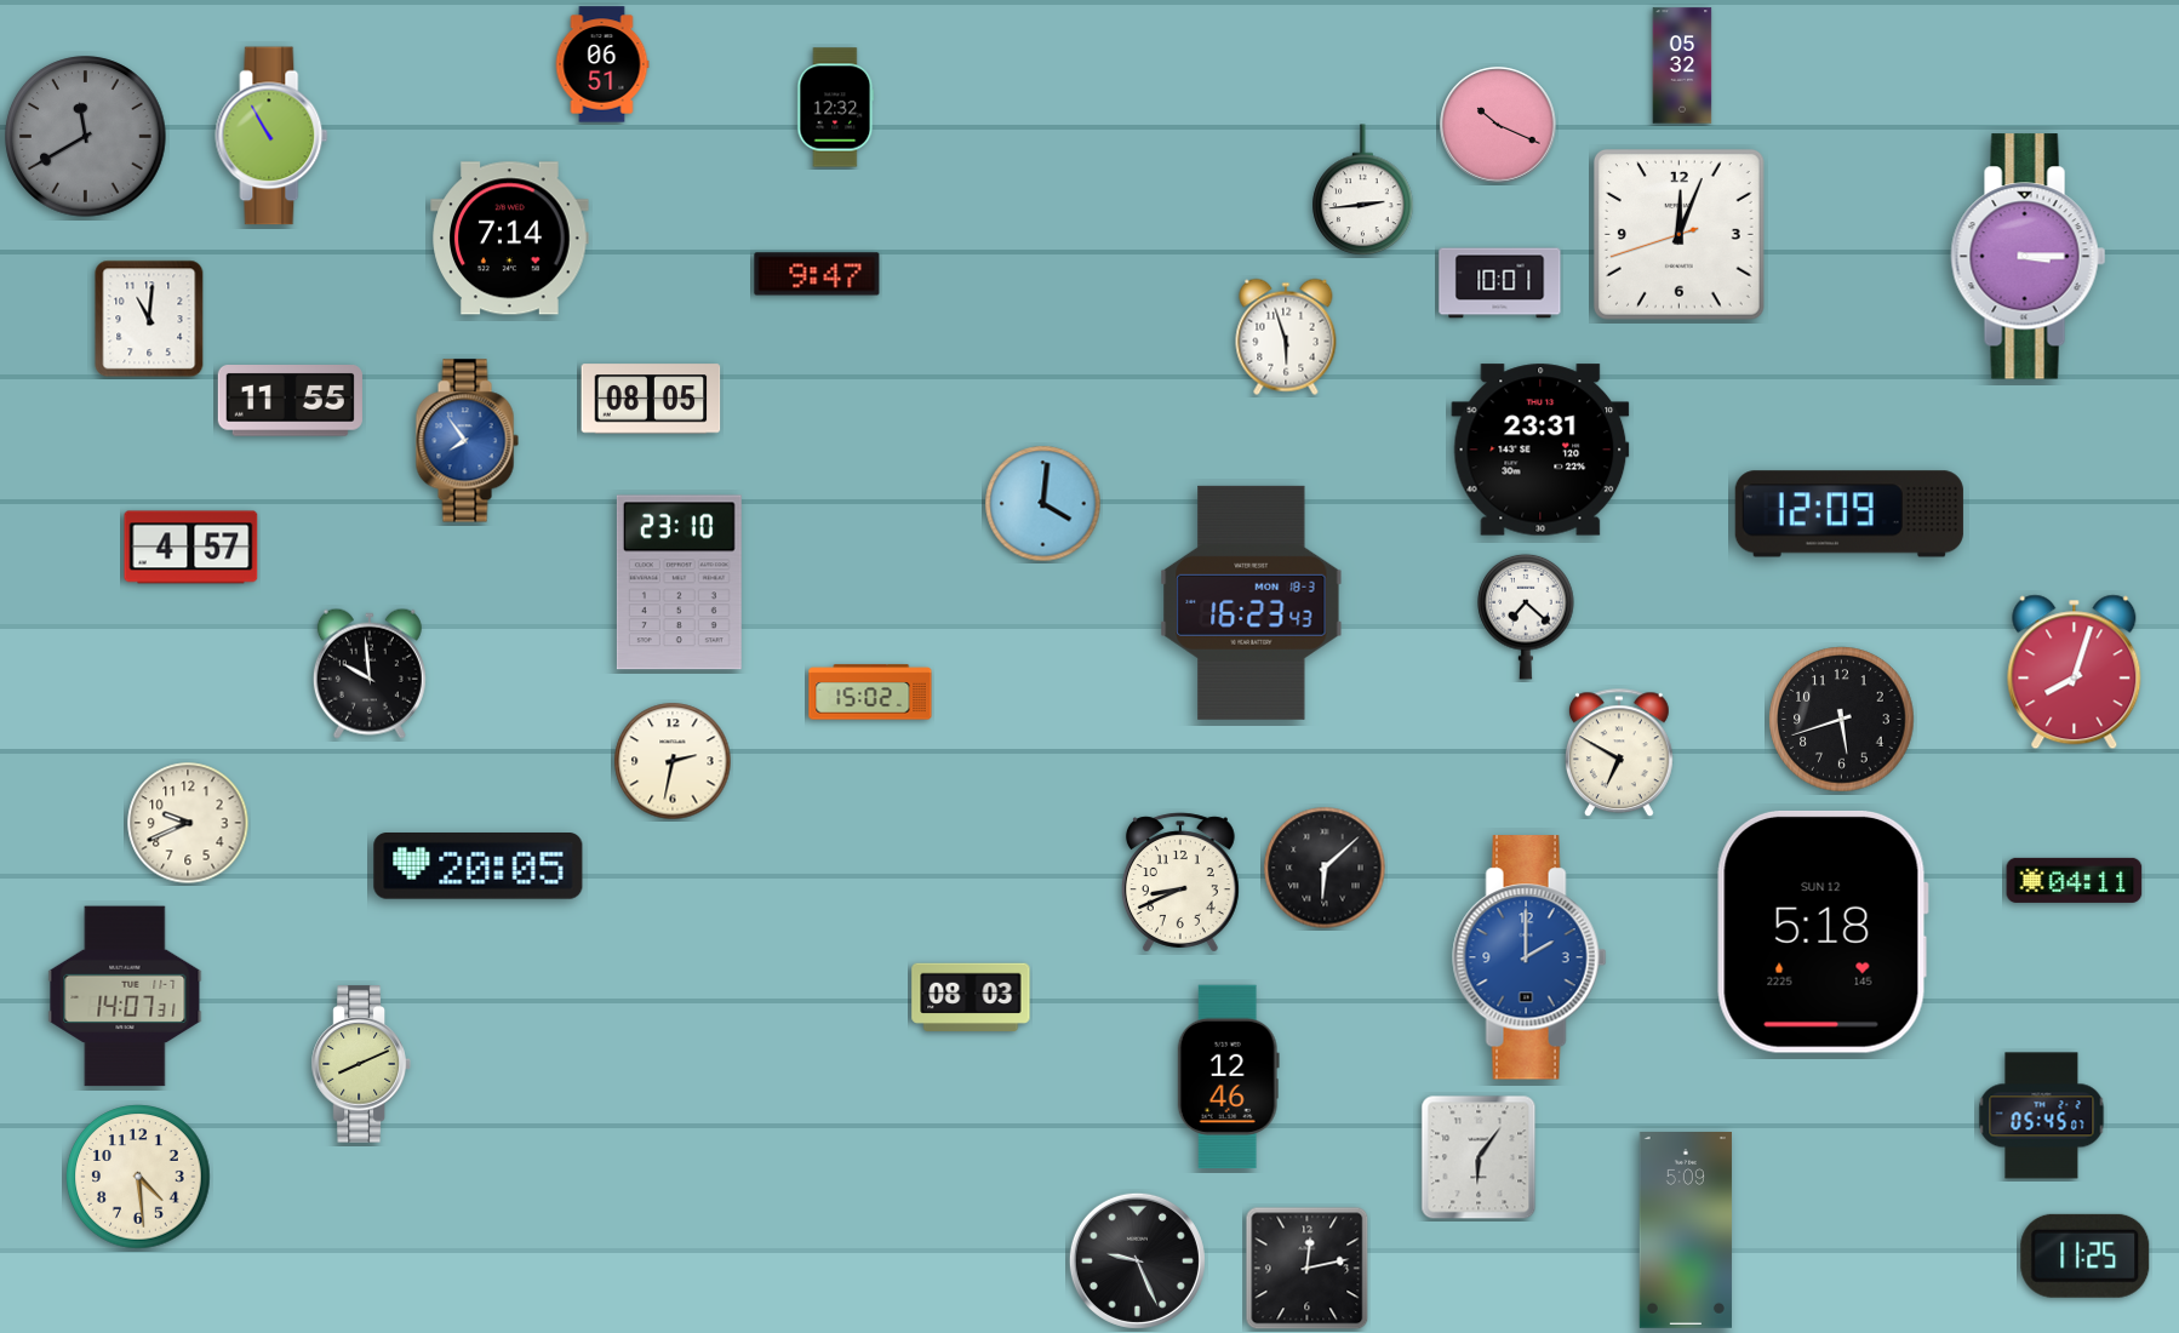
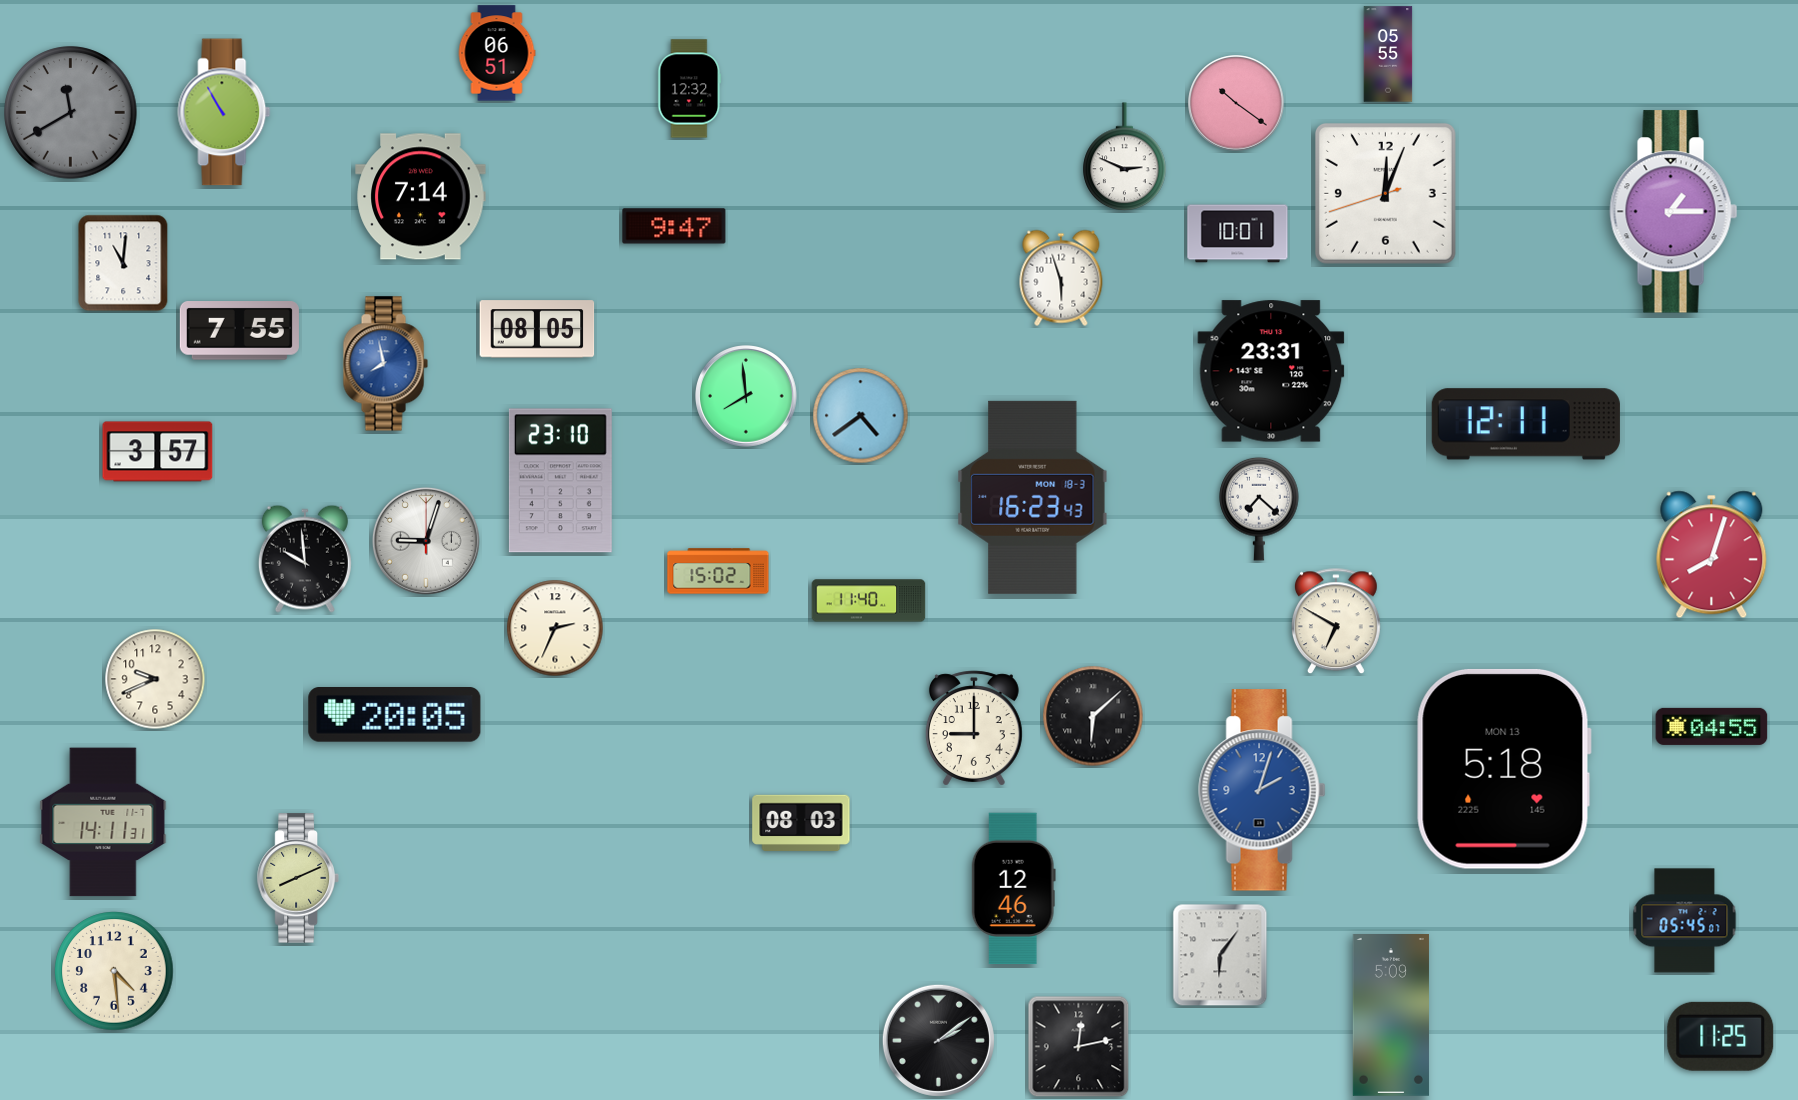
clock at (1682, 65): 05:32 -> 05:55
clock at (1498, 125): 10:19 -> 10:21
clock at (1363, 190): 2:44 -> 2:49
clock at (2029, 257): 3:15 -> 1:15
clock at (290, 401): 11:55 -> 7:55
clock at (467, 441): 7:54 -> 7:58
clock at (747, 397): none -> 7:59
clock at (1043, 504): 4:01 -> 4:39
clock at (1849, 514): 12:09 -> 12:11
clock at (191, 548): 4:57 -> 3:57
clock at (426, 541): none -> 9:03
clock at (370, 674) position: (370, 674) -> (305, 559)
clock at (1842, 720): 5:42 -> none
clock at (869, 601): none -> 11:40
clock at (673, 761): 2:32 -> 2:34
clock at (2075, 880): 04:11 -> 04:55
clock at (1180, 882): 8:41 -> 9:00
clock at (1823, 932) date: SUN 12 -> MON 13
clock at (1529, 957): 2:00 -> 2:03
clock at (125, 996): 14:07 -> 14:11
clock at (1137, 1260): 9:26 -> 2:09
